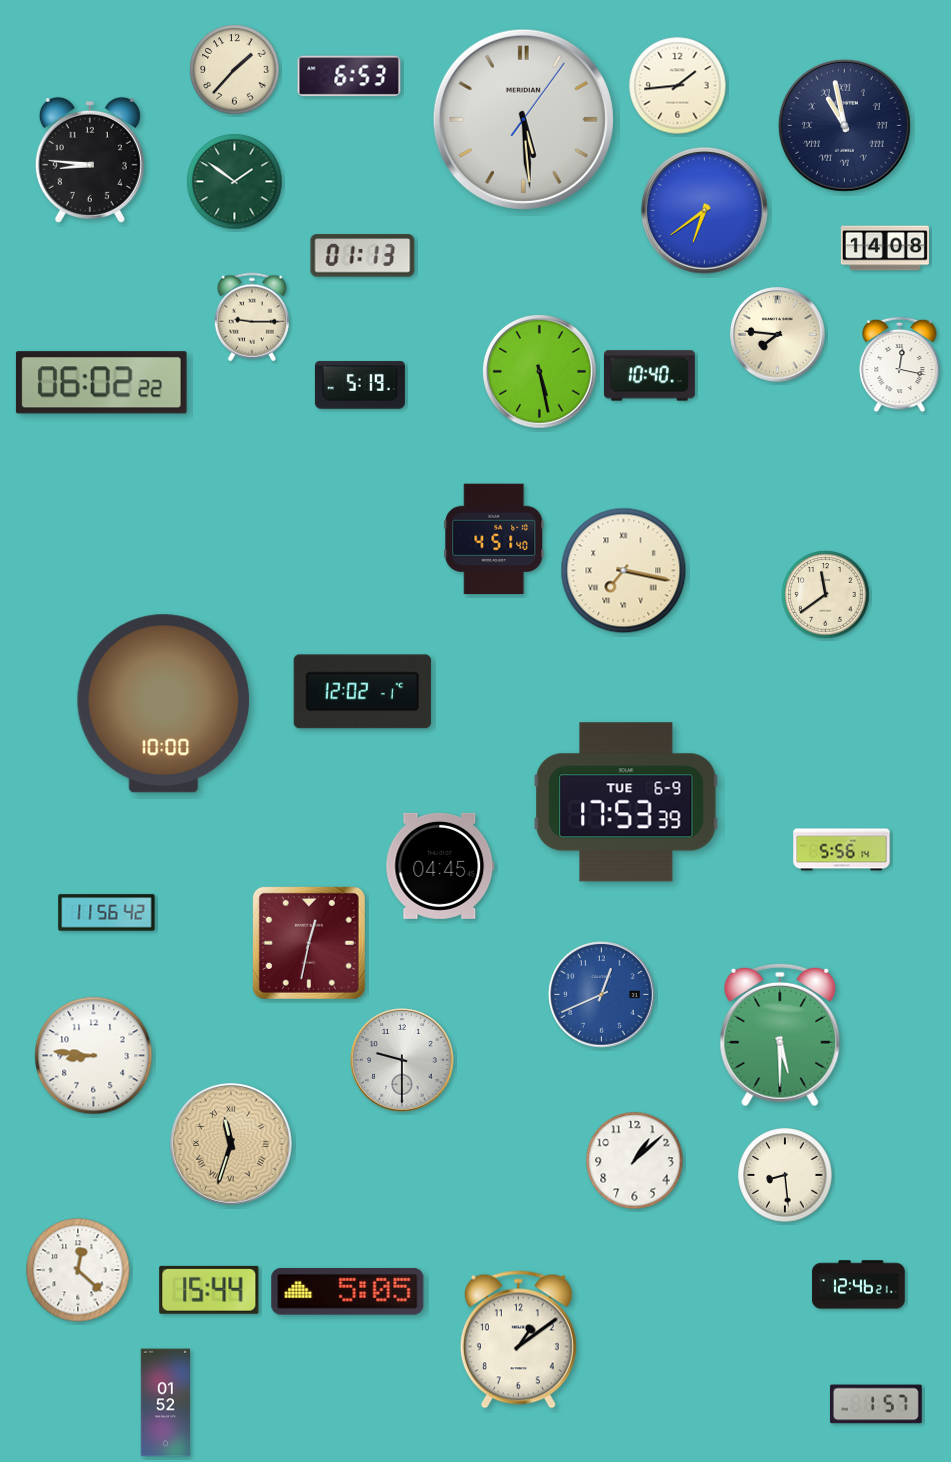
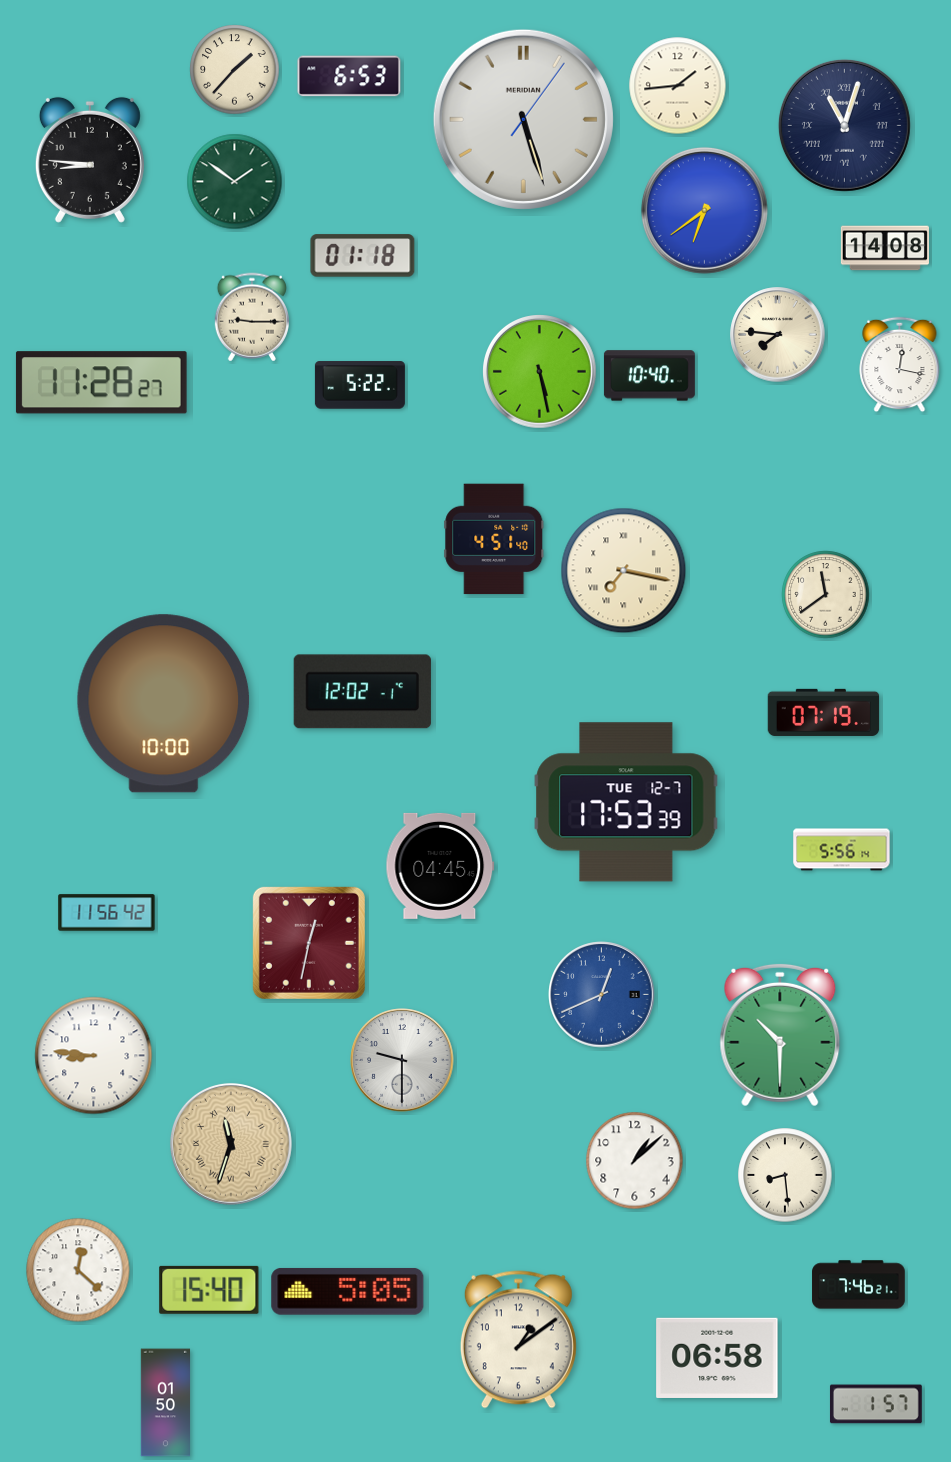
clock at (523, 119): 5:29 -> 5:27
clock at (844, 125): 10:58 -> 11:03
clock at (363, 256): 01:13 -> 01:18
clock at (101, 383): 06:02 -> 11:28
clock at (360, 385): 5:19 -> 5:22
clock at (824, 712): none -> 07:19
clock at (626, 802) date: TUE 6-9 -> TUE 12-7
clock at (780, 1035): 5:30 -> 10:30
clock at (859, 1285): 12:46 -> 7:46
clock at (209, 1290): 15:44 -> 15:40
clock at (717, 1358): none -> 06:58
clock at (166, 1403): 01:52 -> 01:50
